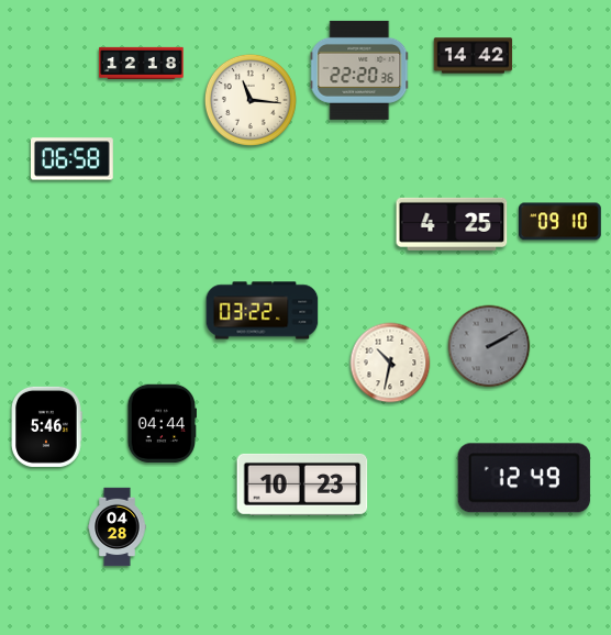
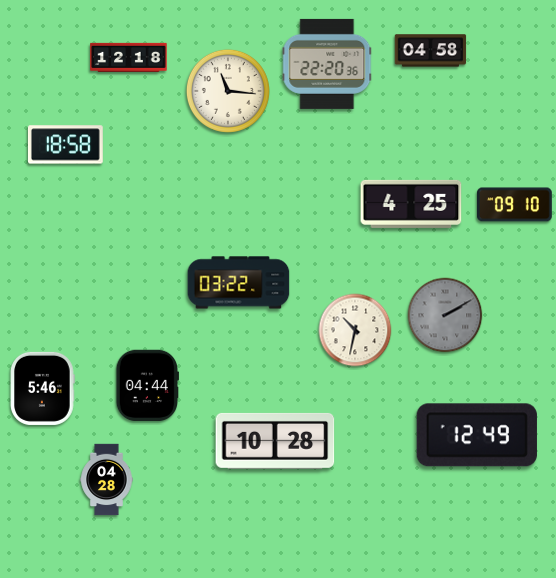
clock at (474, 56): 14:42 -> 04:58
clock at (73, 159): 06:58 -> 18:58
clock at (560, 222) position: (560, 222) -> (515, 205)
clock at (302, 484): 10:23 -> 10:28
